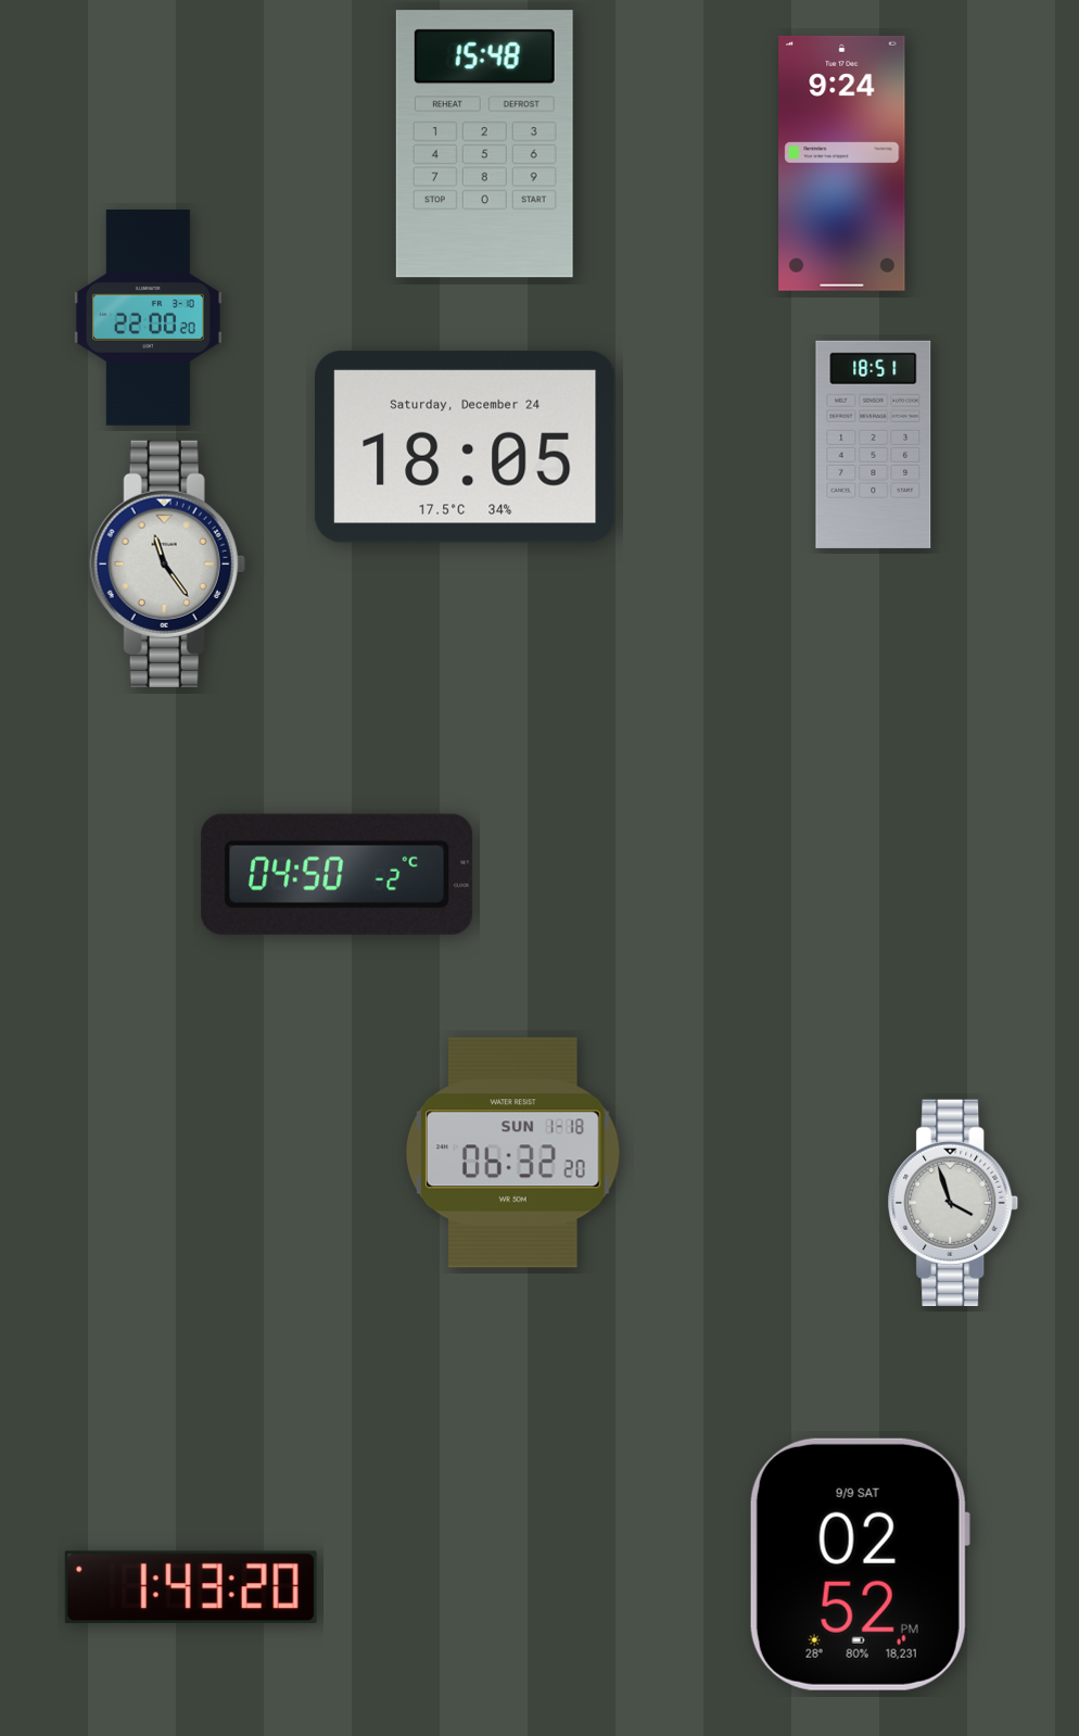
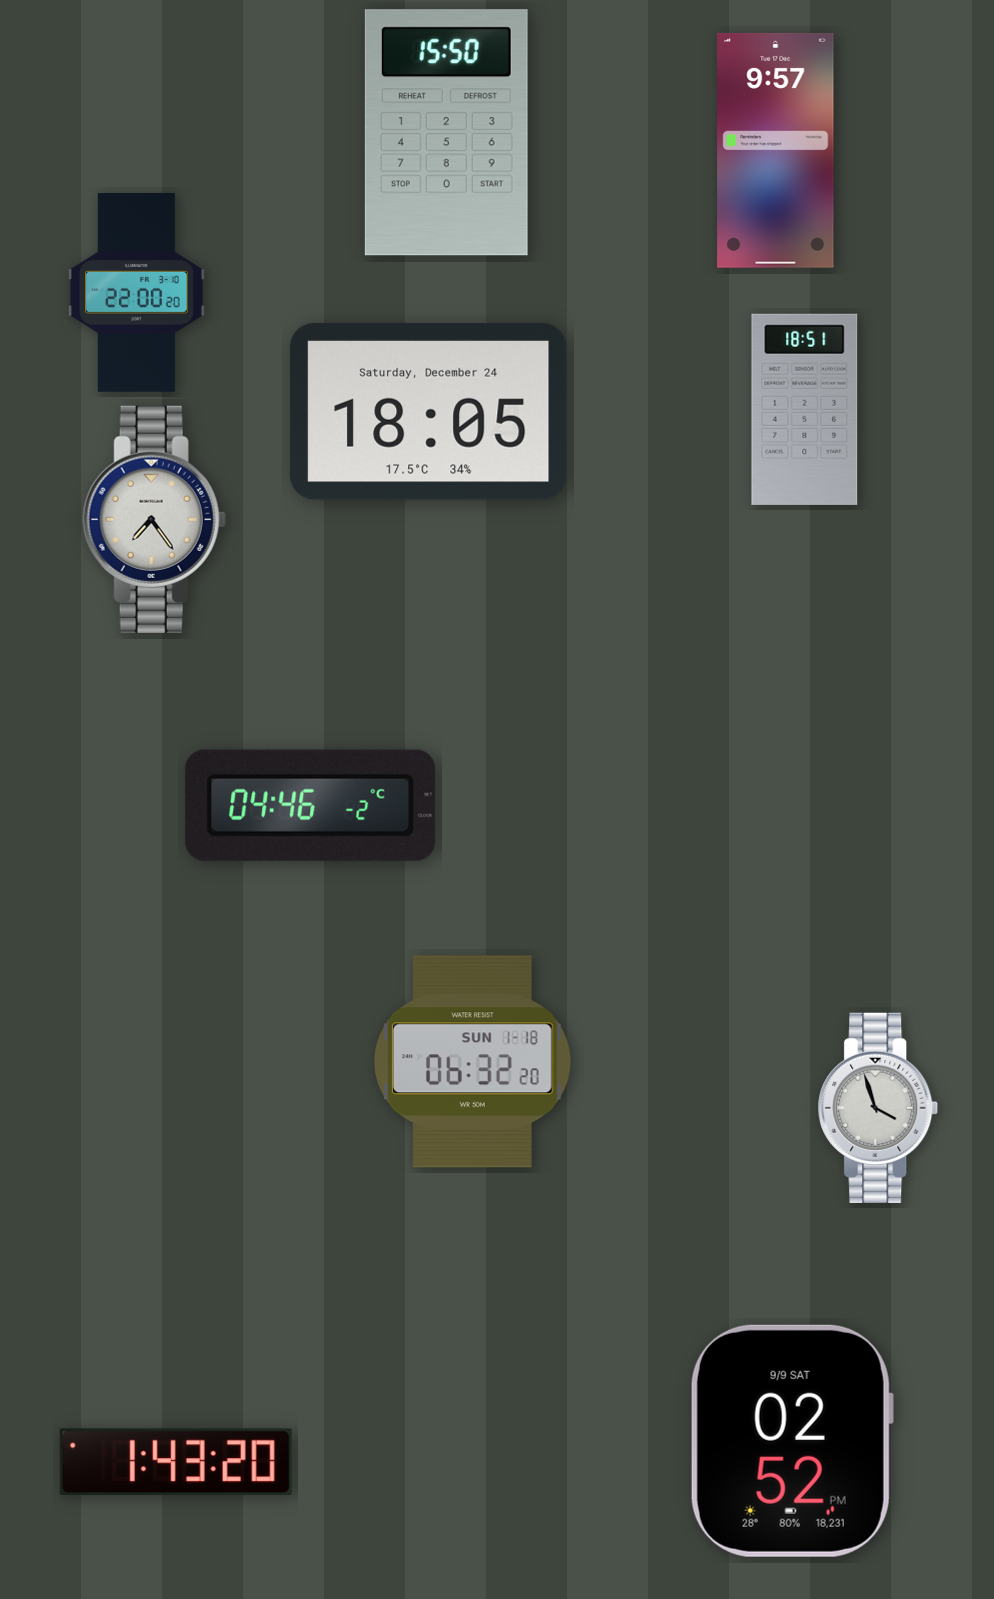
clock at (484, 144): 15:48 -> 15:50
clock at (842, 163): 9:24 -> 9:57
clock at (167, 563): 11:24 -> 7:24
clock at (338, 874): 04:50 -> 04:46
